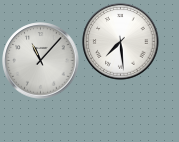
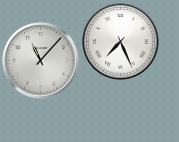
clock at (121, 42): 7:29 -> 7:26
